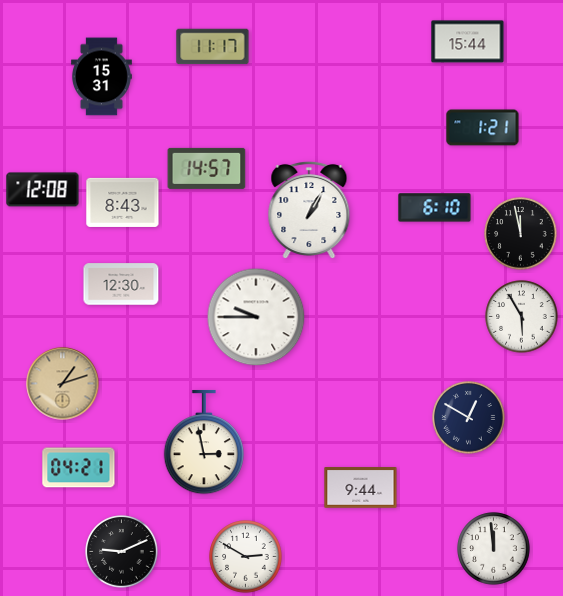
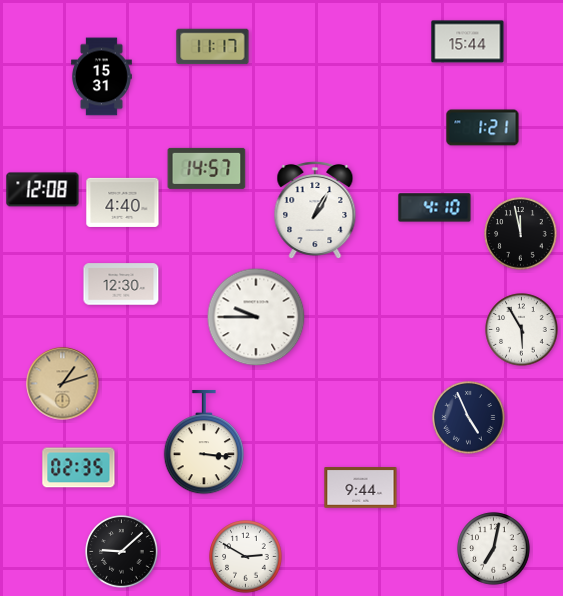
clock at (123, 202): 8:43 -> 4:40
clock at (435, 208): 6:10 -> 4:10
clock at (309, 209) position: (309, 209) -> (315, 209)
clock at (522, 317) position: (522, 317) -> (522, 330)
clock at (469, 418): 12:50 -> 4:56
clock at (203, 442): 2:58 -> 3:16
clock at (79, 468): 04:21 -> 02:35
clock at (494, 549): 11:59 -> 7:02
clock at (122, 552): 9:11 -> 9:08
